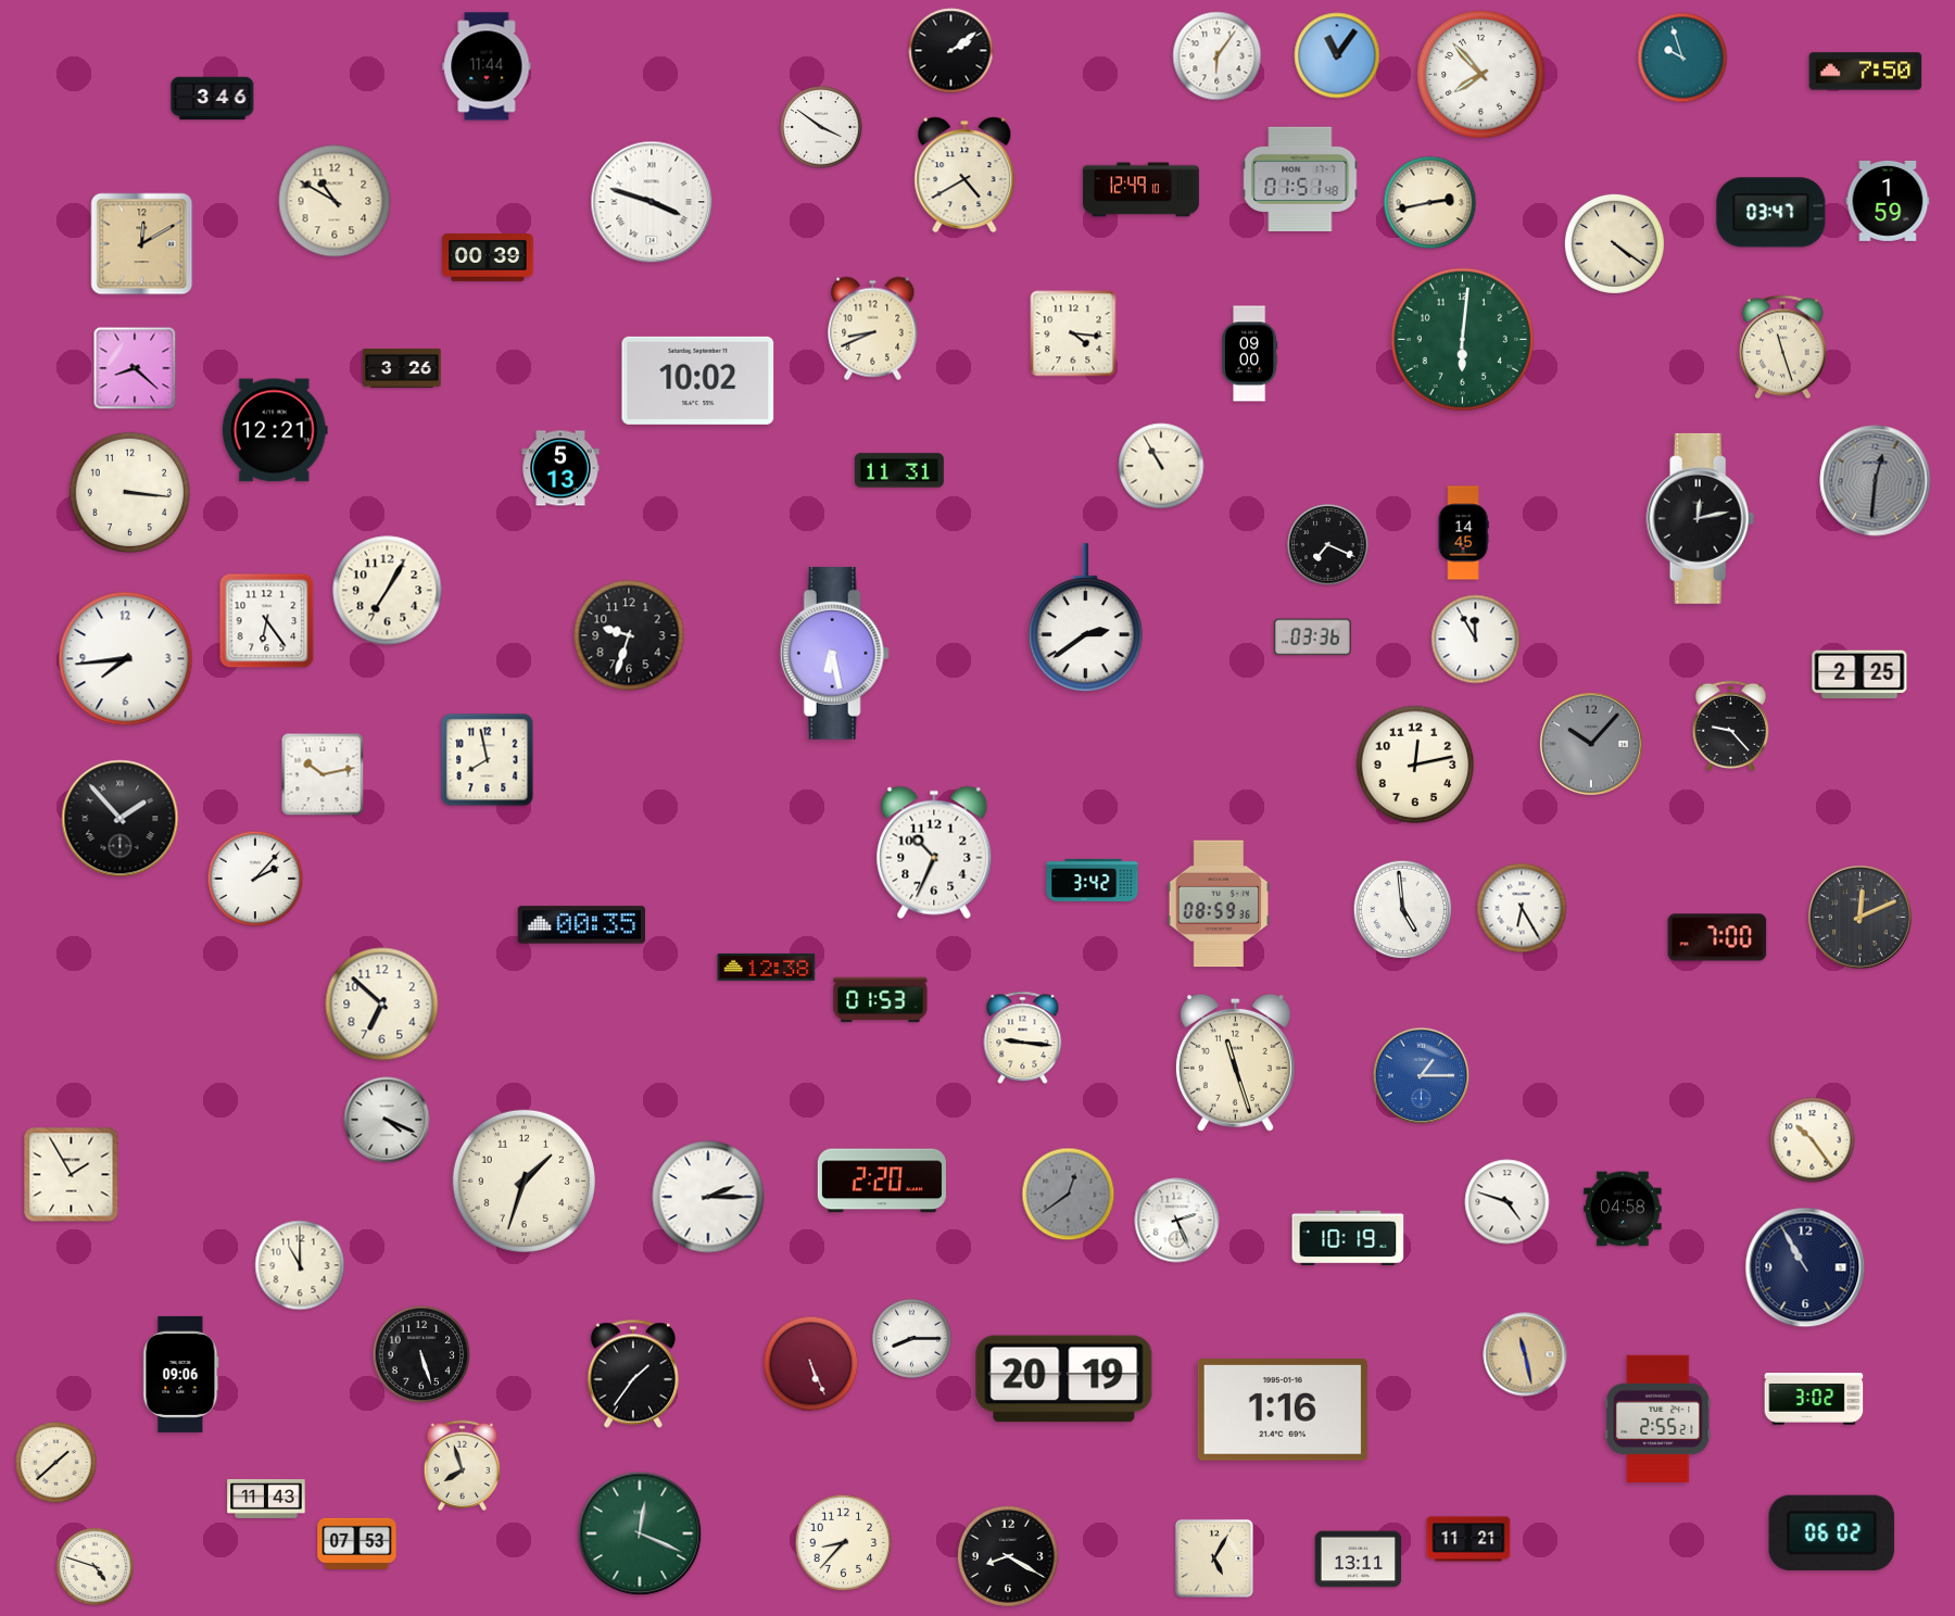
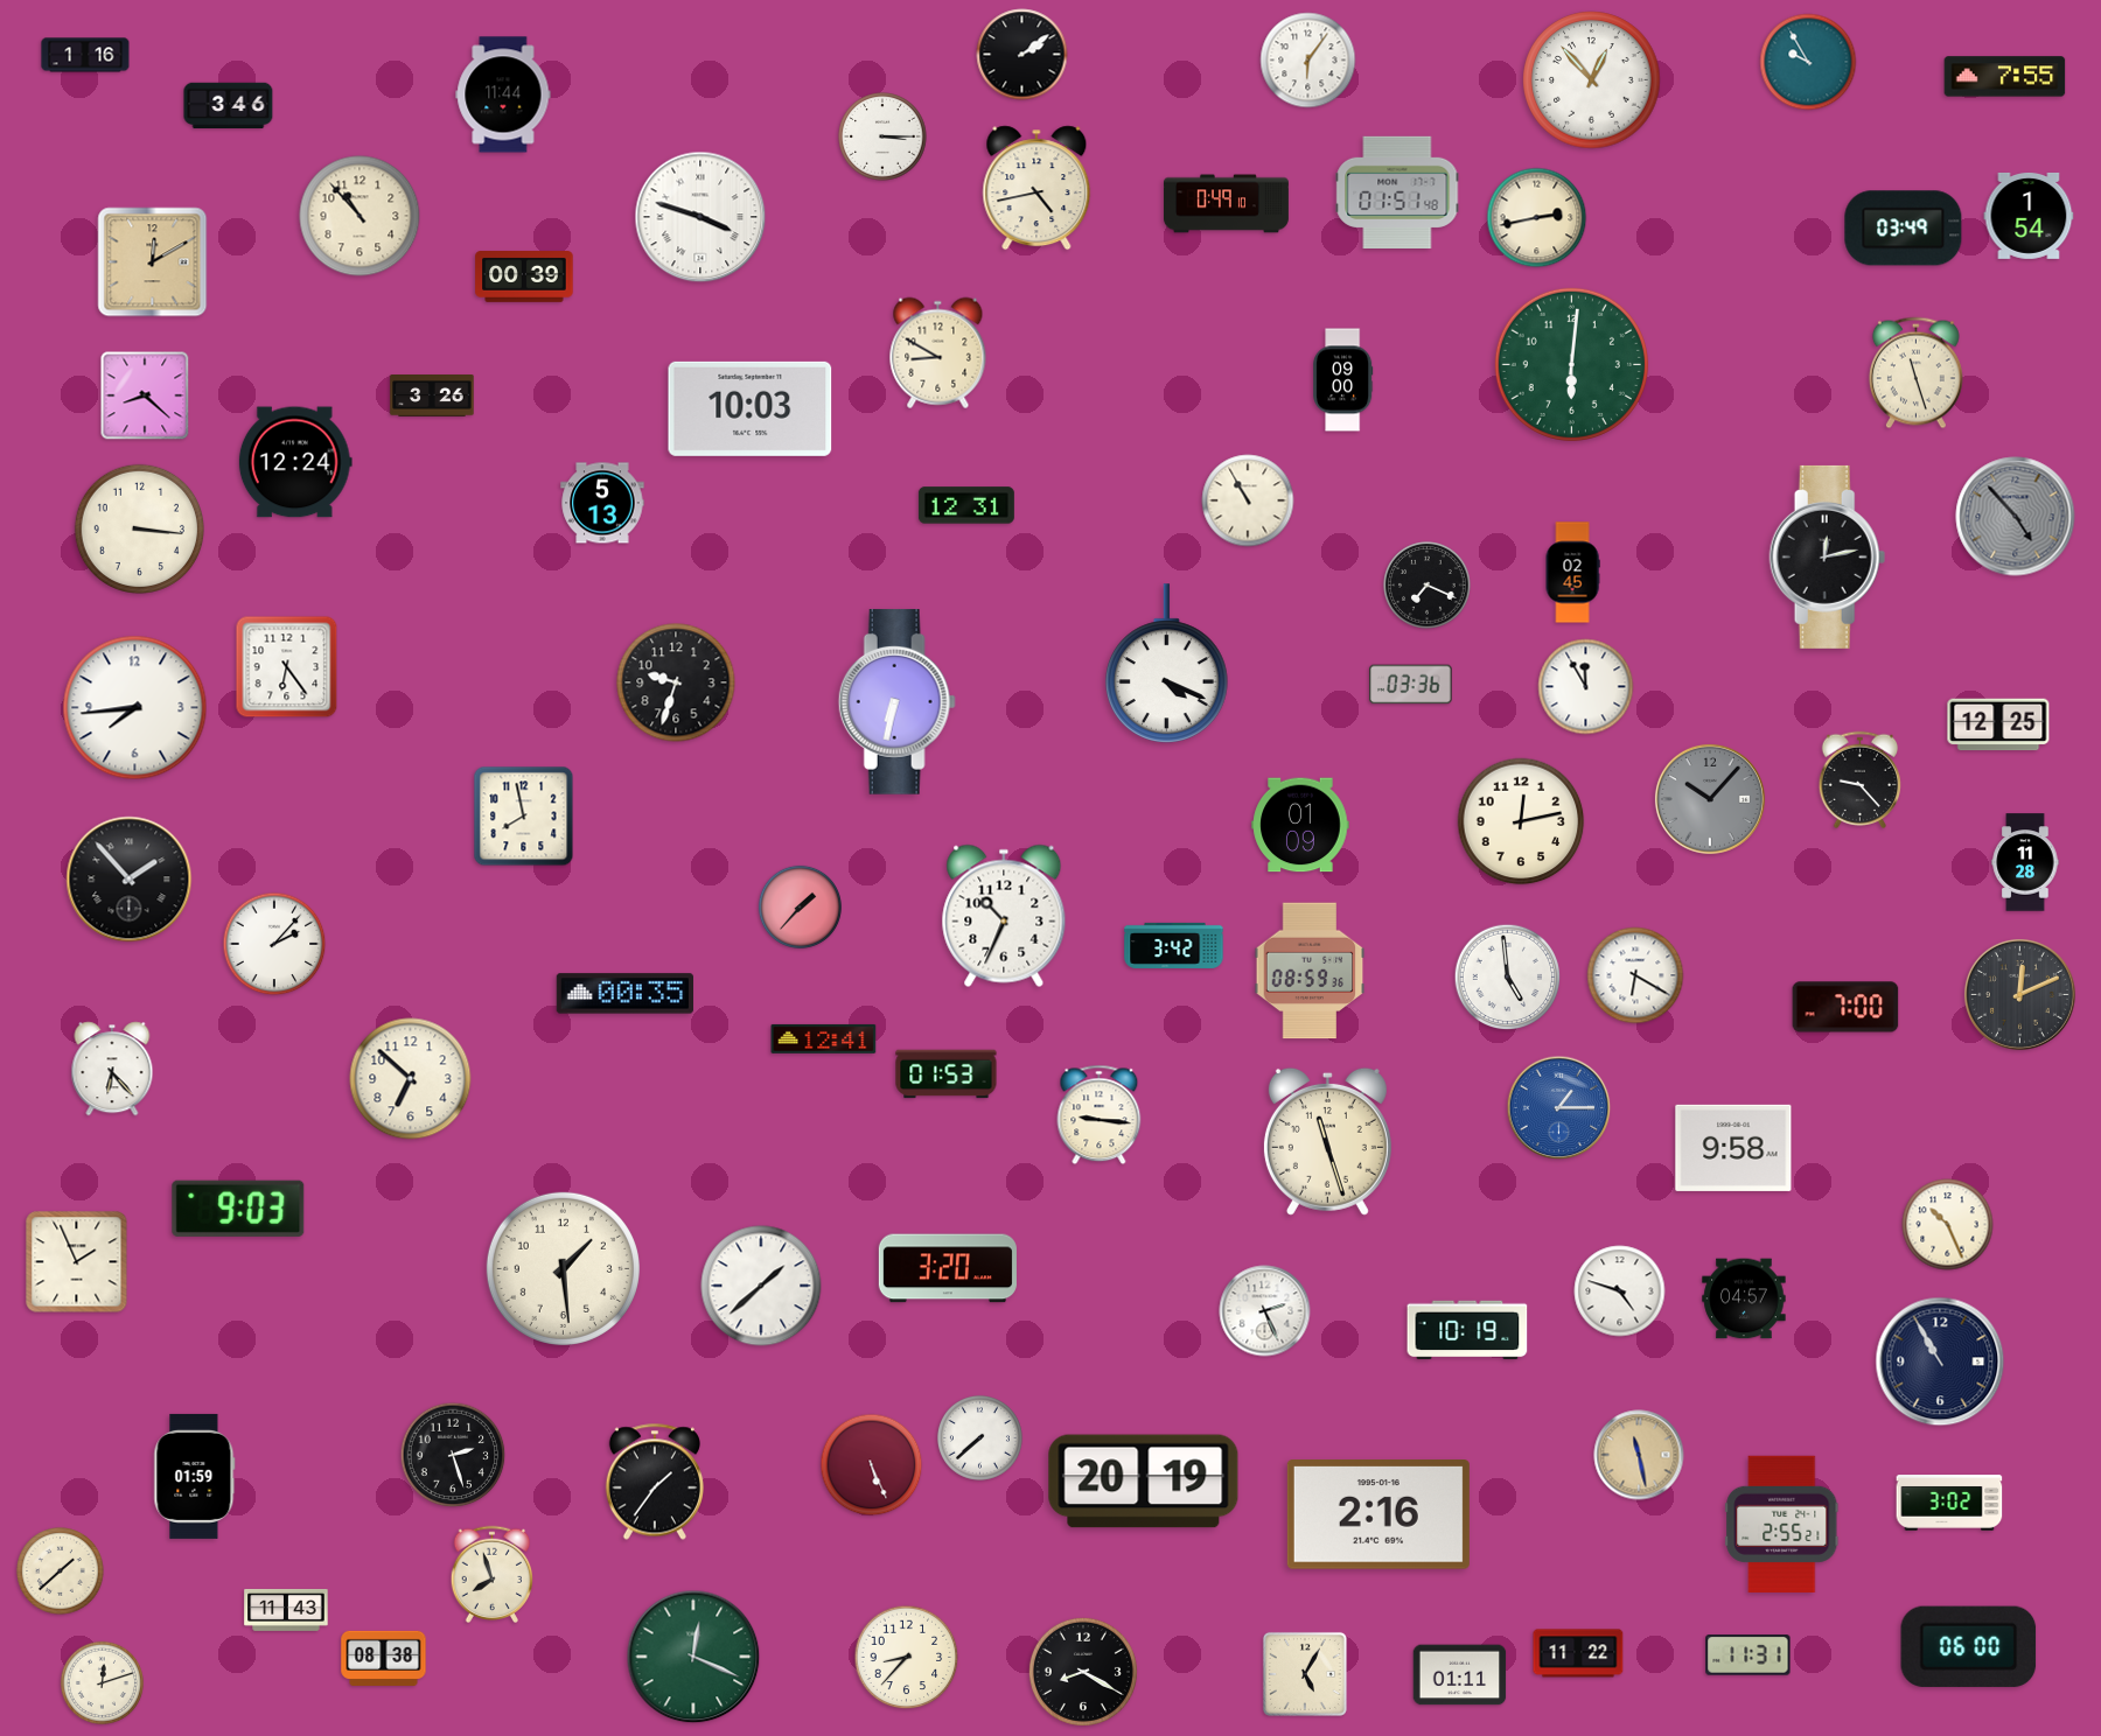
clock at (85, 55): none -> 1:16
clock at (1337, 55): 11:06 -> none
clock at (1682, 58): 9:57 -> 9:55
clock at (487, 66) position: (487, 66) -> (503, 94)
clock at (1866, 72): 7:50 -> 7:55
clock at (1481, 75): 7:53 -> 12:53
clock at (821, 127): 3:51 -> 3:15
clock at (964, 175): 4:40 -> 4:43
clock at (1140, 190): 12:49 -> 0:49
clock at (335, 201): 10:50 -> 10:53
clock at (1888, 201): 1:59 -> 1:54
clock at (1771, 213): 03:47 -> 03:49
clock at (1614, 243): 4:21 -> none
clock at (873, 329): 8:41 -> 8:50
clock at (1073, 333): 4:16 -> none
clock at (698, 380): 10:02 -> 10:03
clock at (275, 430): 12:21 -> 12:24
clock at (899, 470): 11:31 -> 12:31
clock at (1876, 481): 12:31 -> 4:53
clock at (1463, 533): 14:45 -> 02:45
clock at (388, 591): 7:05 -> none
clock at (1085, 618): 2:39 -> 4:19
clock at (834, 654): 6:28 -> 6:32
clock at (1859, 674): 2:25 -> 12:25
clock at (1300, 825): none -> 01:09
clock at (323, 774): 10:13 -> none
clock at (2025, 862): none -> 11:28
clock at (800, 907): none -> 1:37
clock at (1522, 908): 6:25 -> 6:20
clock at (1859, 917) position: (1859, 917) -> (2019, 994)
clock at (767, 967): 12:38 -> 12:41
clock at (112, 1069): none -> 6:23
clock at (1733, 1148): none -> 9:58
clock at (1422, 1076) position: (1422, 1076) -> (1559, 1108)
clock at (387, 1120): 4:19 -> none
clock at (238, 1209): none -> 9:03
clock at (1813, 1140): 10:24 -> 10:26
clock at (72, 1175): 1:55 -> 1:56
clock at (524, 1181): 1:33 -> 1:29
clock at (882, 1181): 2:20 -> 3:20
clock at (1069, 1195): 12:39 -> none
clock at (708, 1197): 2:15 -> 1:38
clock at (1623, 1209): 04:58 -> 04:57
clock at (1348, 1238) position: (1348, 1238) -> (1467, 1330)
clock at (300, 1265): 11:00 -> none
clock at (911, 1338): 8:15 -> 7:38
clock at (421, 1354): 5:27 -> 2:27
clock at (181, 1374): 09:06 -> 01:59
clock at (633, 1374) position: (633, 1374) -> (655, 1482)
clock at (1283, 1411): 1:16 -> 2:16
clock at (463, 1465) position: (463, 1465) -> (493, 1574)
clock at (1832, 1532): 06:02 -> 06:00
clock at (640, 1533) position: (640, 1533) -> (693, 1657)
clock at (1468, 1539): 11:21 -> 11:22
clock at (1748, 1655): none -> 11:31
clock at (357, 1543): 07:53 -> 08:38
clock at (1359, 1560): 13:11 -> 01:11
clock at (94, 1566): 4:48 -> 12:12
